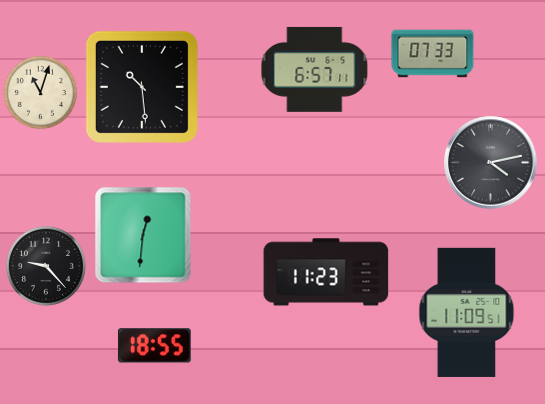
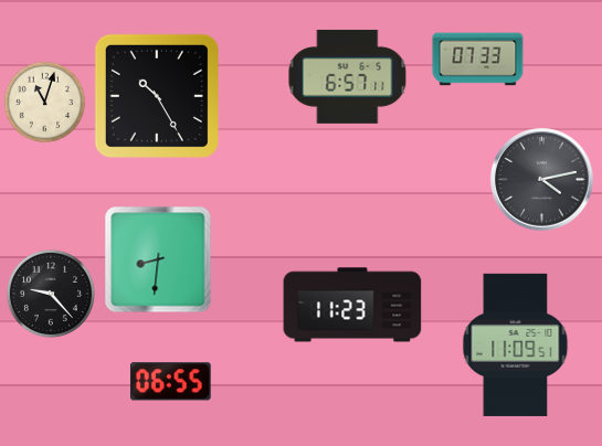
clock at (142, 87): 10:29 -> 10:25
clock at (143, 235): 12:31 -> 8:31
clock at (326, 272) position: (326, 272) -> (352, 305)
clock at (154, 346): 18:55 -> 06:55
